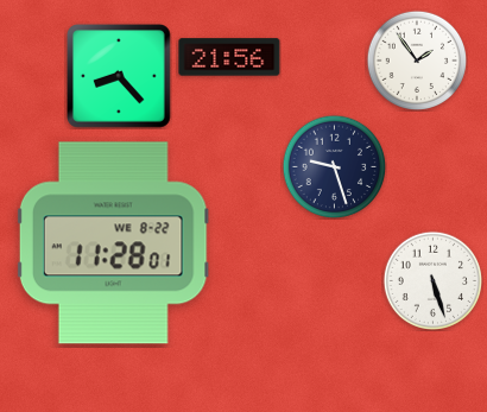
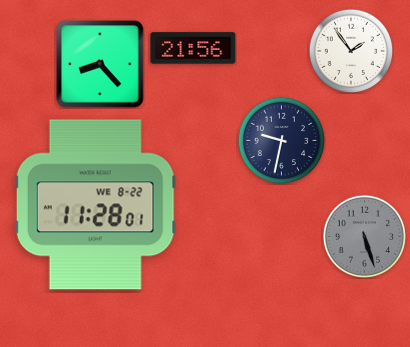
clock at (334, 166): 9:27 -> 9:32
clock at (432, 280) dial: white -> grey
